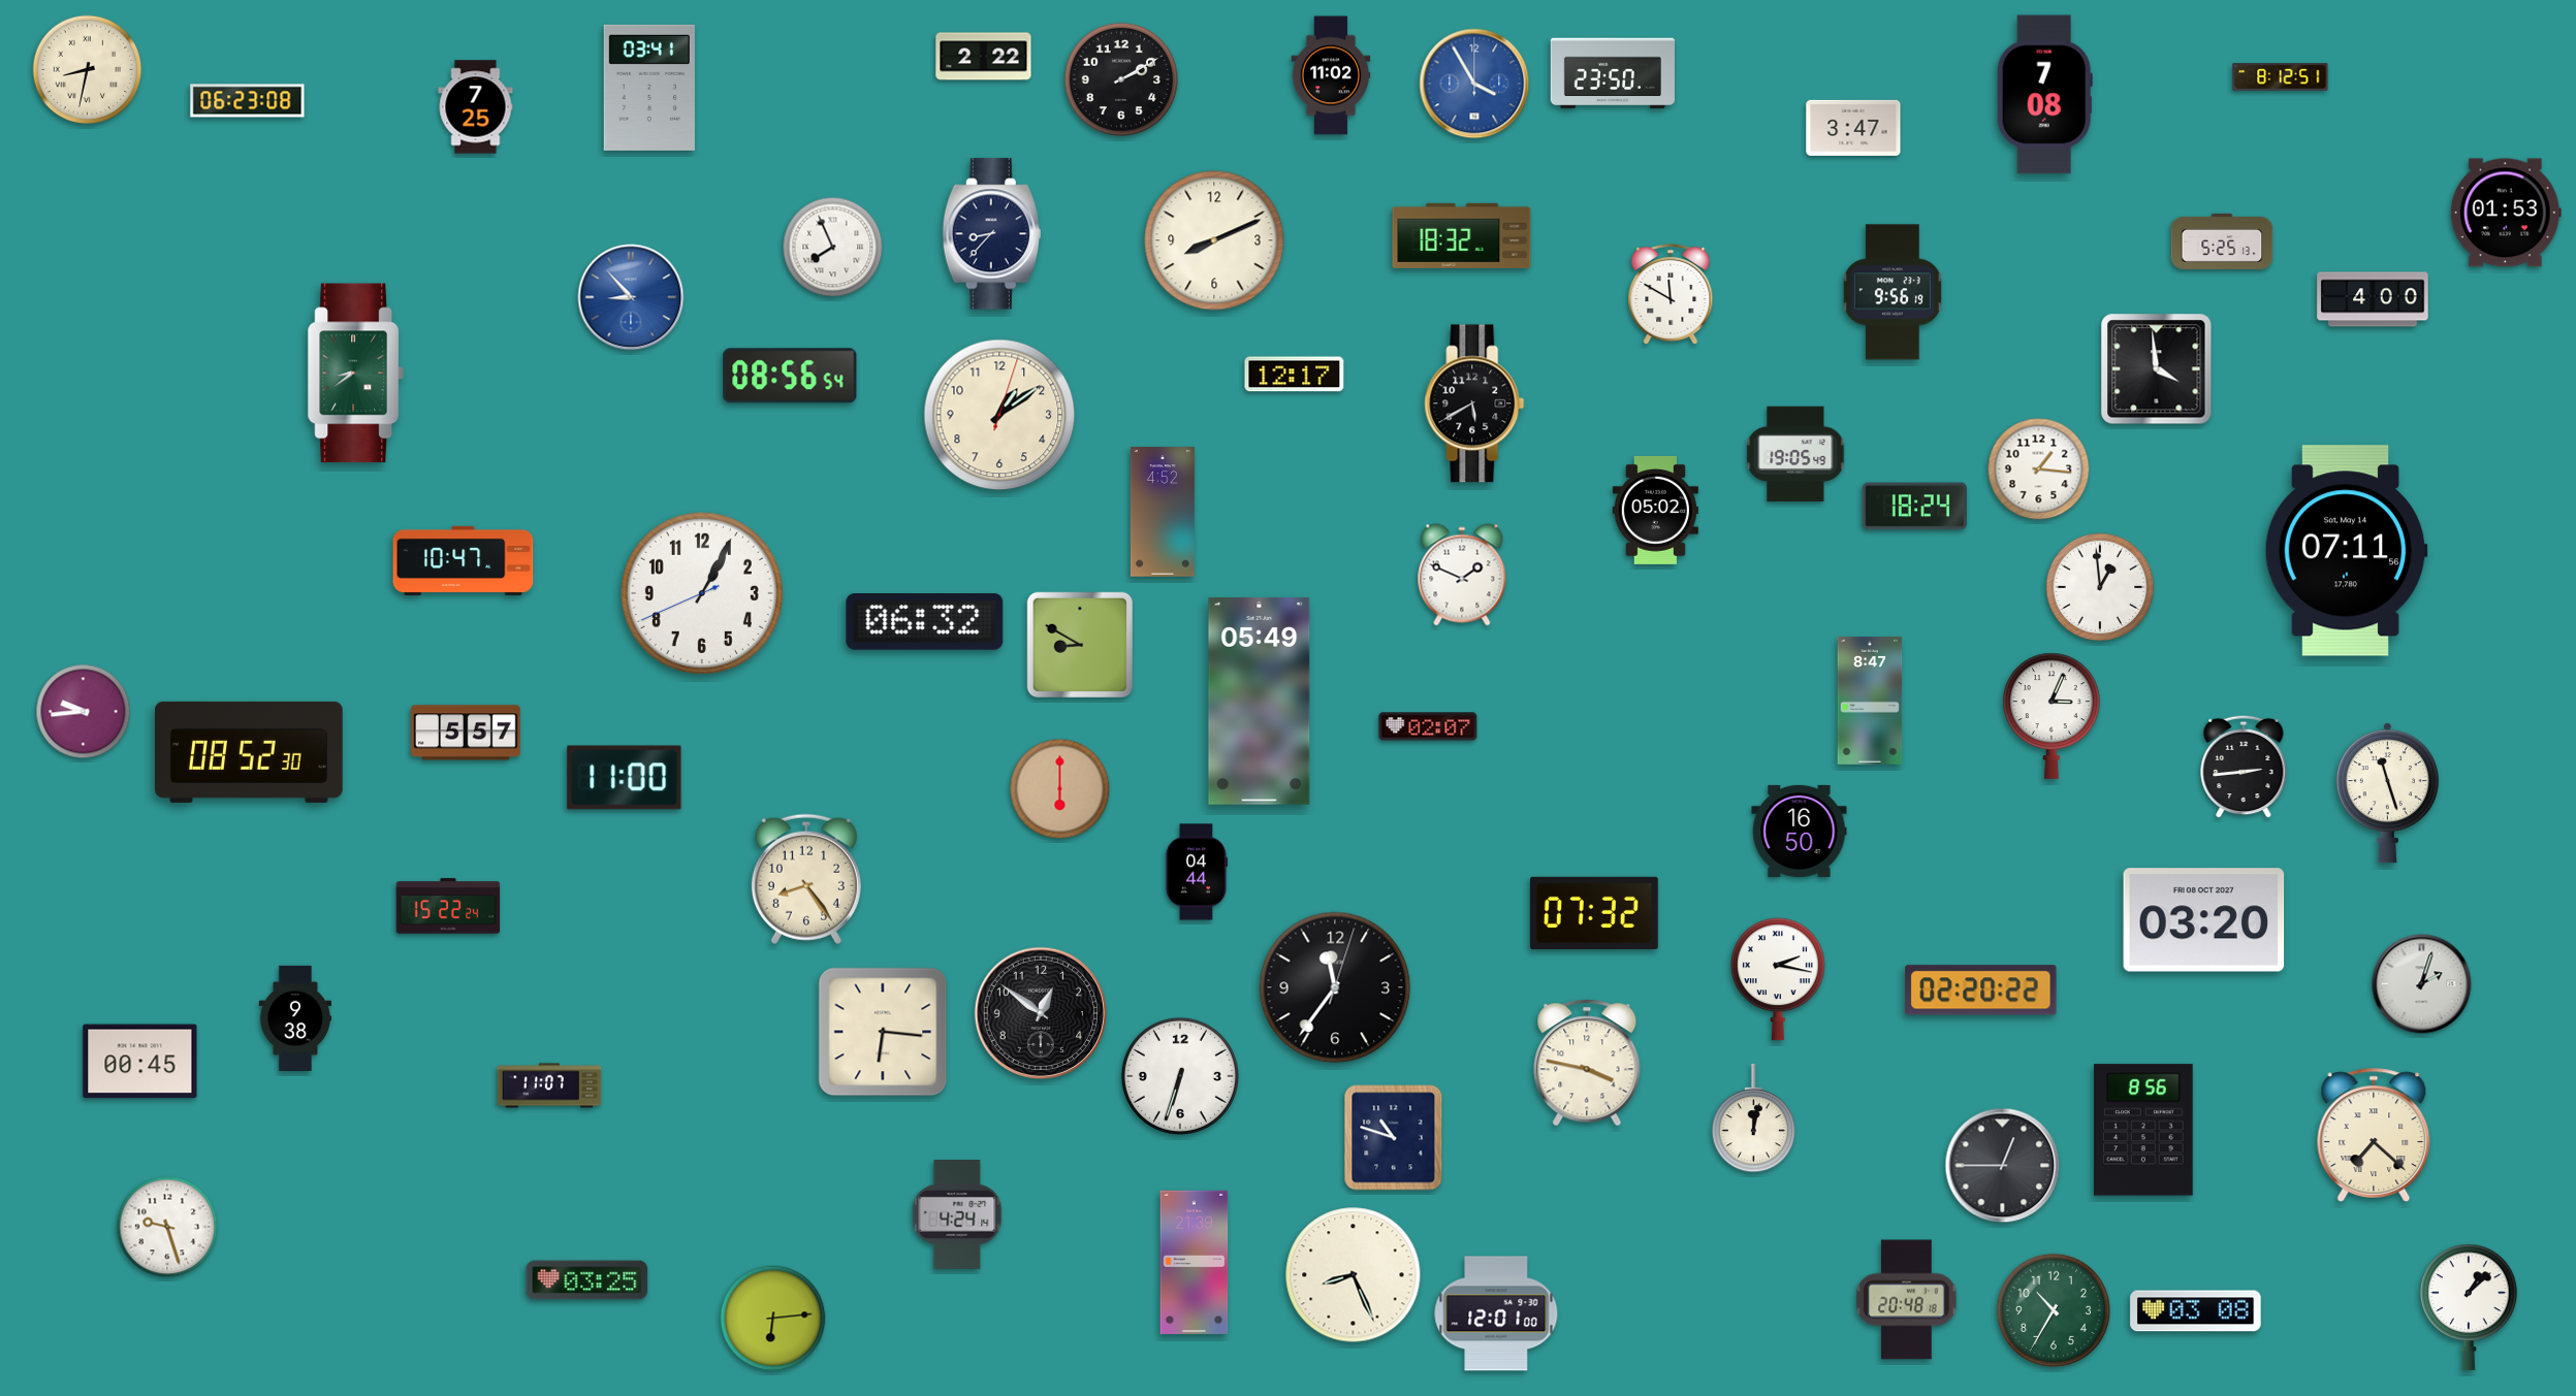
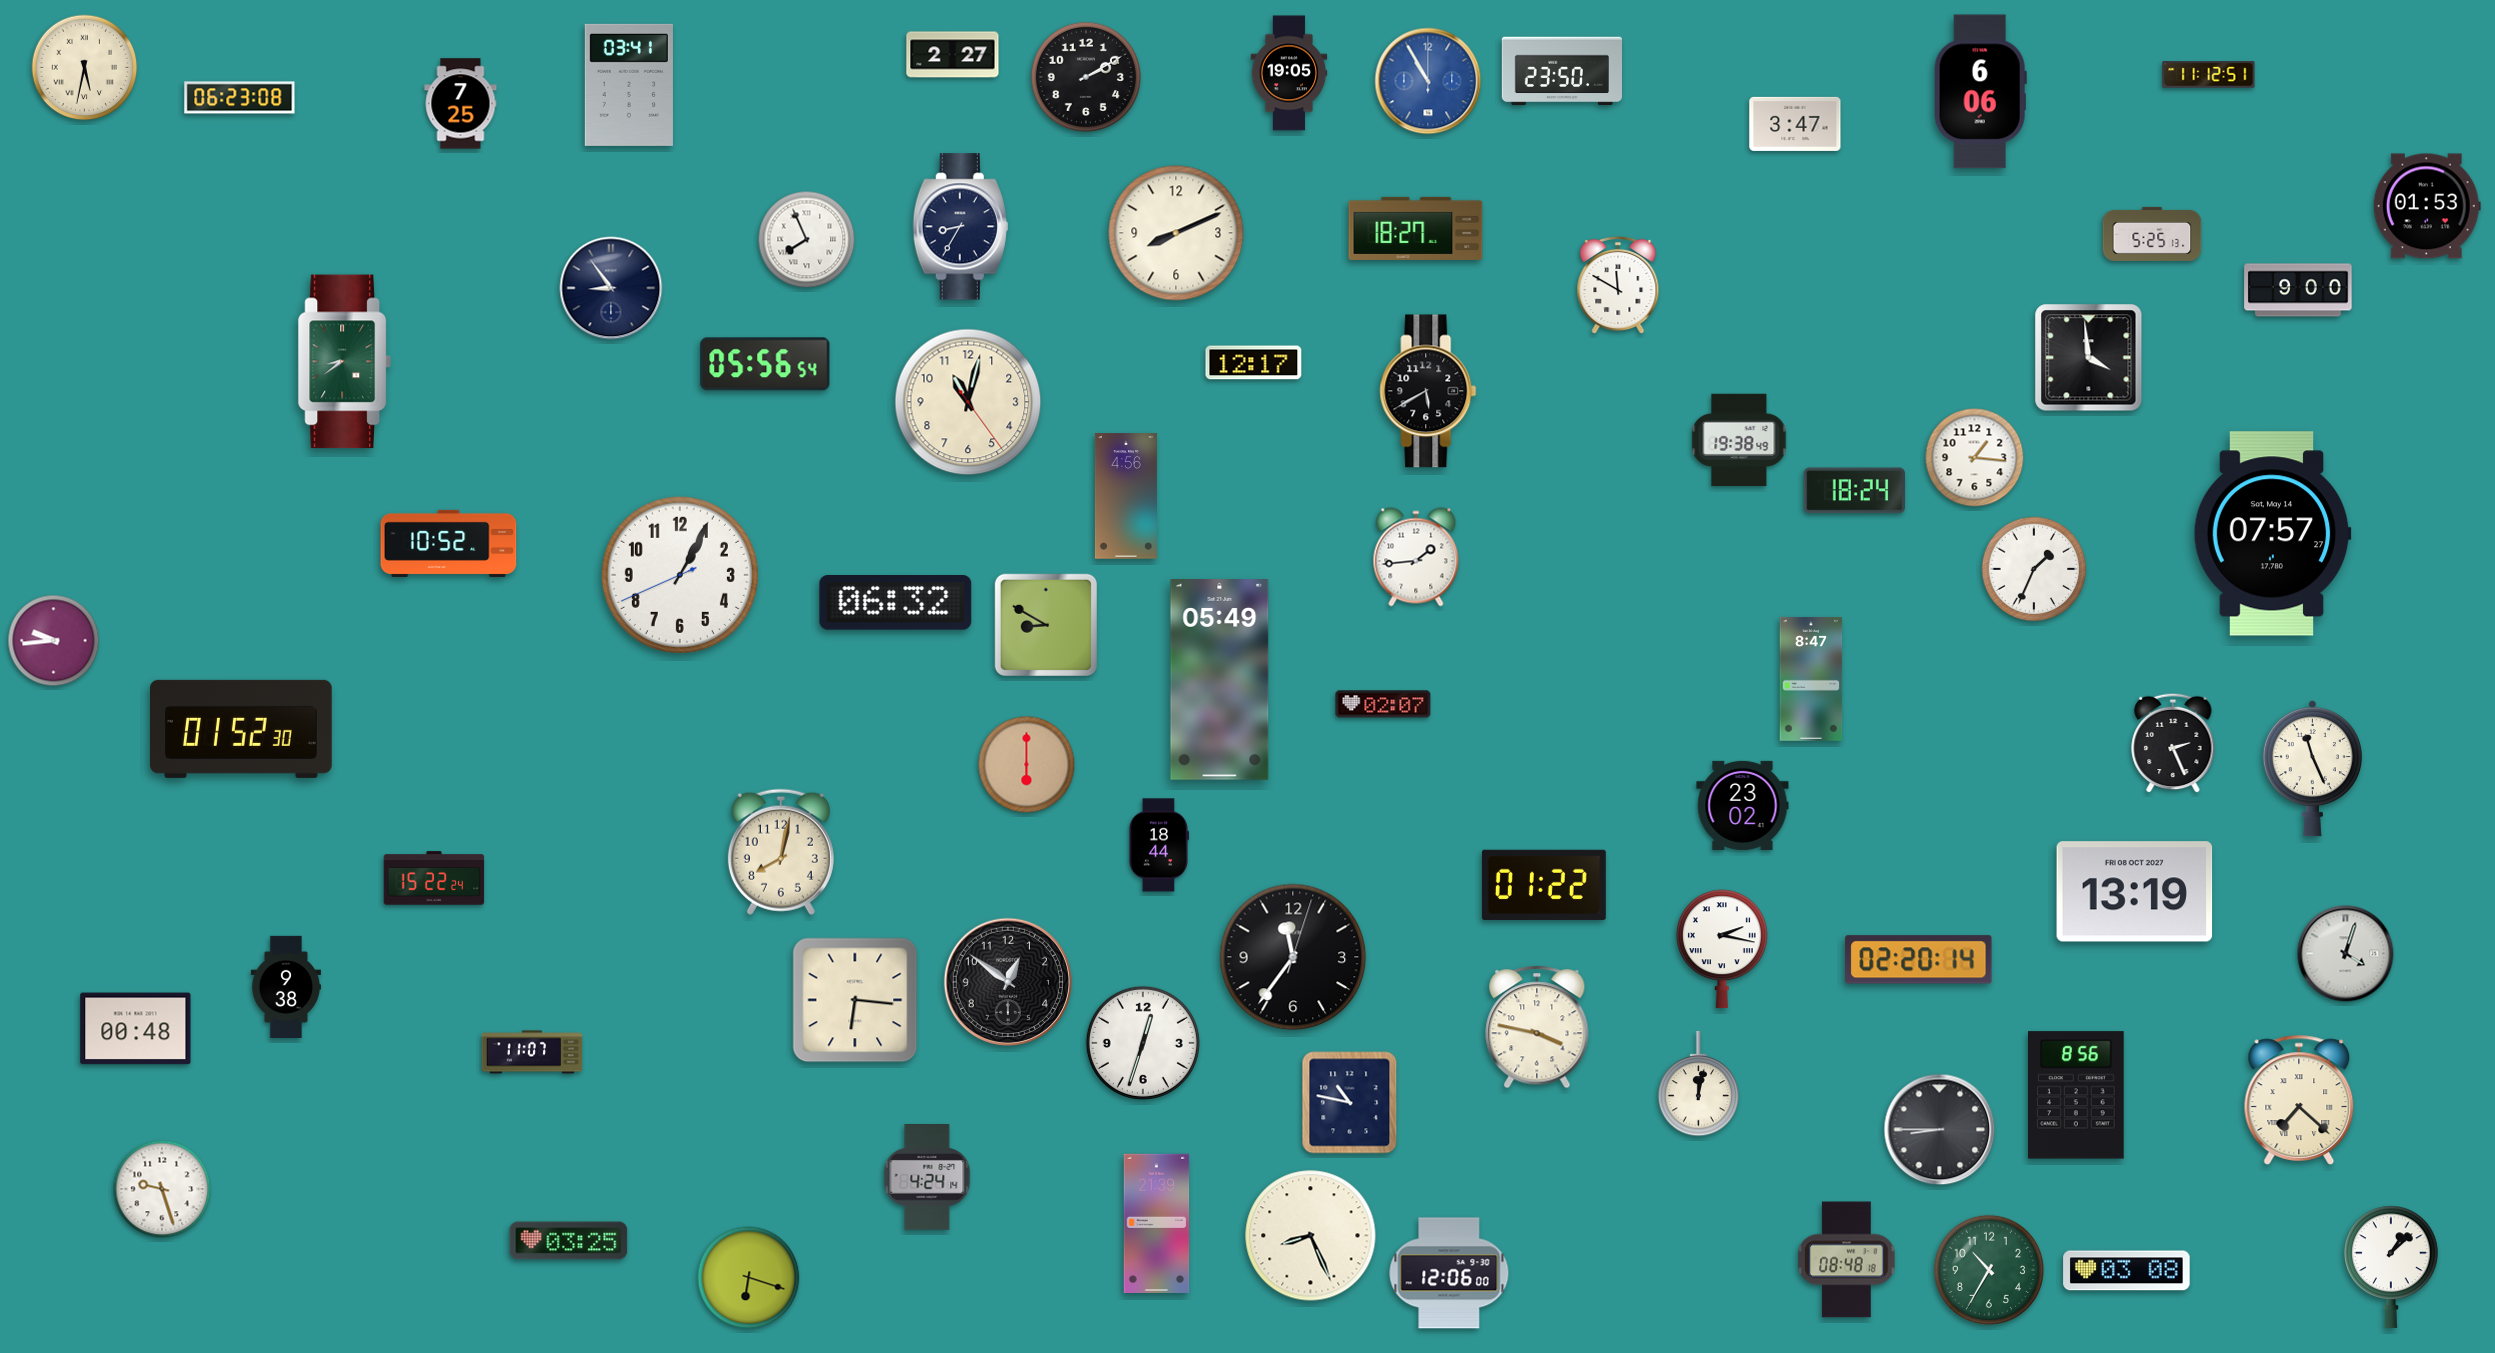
clock at (984, 57): 2:22 -> 2:27
clock at (88, 70): 8:32 -> 5:32
clock at (1331, 75): 11:02 -> 19:05
clock at (2281, 77): 8:12 -> 11:12
clock at (1474, 84): 3:55 -> 10:55
clock at (2044, 95): 7:08 -> 6:06
clock at (991, 234): 8:37 -> 8:35
clock at (1462, 235): 18:32 -> 18:27
clock at (1893, 292): 9:56 -> none
clock at (631, 297): 8:53 -> 8:54
clock at (631, 297) dial: blue -> navy
clock at (2373, 299): 4:00 -> 9:00
clock at (790, 376): 08:56 -> 05:56
clock at (999, 415): 1:09 -> 11:02
clock at (1795, 453): 19:05 -> 19:38
clock at (2039, 469) position: (2039, 469) -> (1975, 458)
clock at (1655, 510): 05:02 -> none
clock at (1163, 512): 4:52 -> 4:56
clock at (2346, 551): 07:11 -> 07:57
clock at (464, 560): 10:47 -> 10:52
clock at (1462, 575): 1:49 -> 1:44
clock at (2100, 587): 12:59 -> 1:34
clock at (84, 712) position: (84, 712) -> (54, 641)
clock at (2053, 716): 3:04 -> none
clock at (467, 733): 5:57 -> none
clock at (250, 752): 08:52 -> 01:52
clock at (2244, 767): 2:44 -> 2:26
clock at (625, 778): 11:00 -> none
clock at (2387, 792): 11:27 -> 11:26
clock at (1800, 831): 16:50 -> 23:02
clock at (1196, 872): 04:44 -> 18:44
clock at (806, 879): 8:24 -> 8:02
clock at (1594, 913): 07:32 -> 01:22
clock at (2204, 920): 03:20 -> 13:19
clock at (2422, 984): 2:03 -> 4:03
clock at (1981, 991): 02:20:22 -> 02:20:14
clock at (140, 1062): 00:45 -> 00:48
clock at (1587, 1063) position: (1587, 1063) -> (1537, 1027)
clock at (1180, 1076): 6:33 -> 12:33
clock at (1394, 1138): 10:48 -> 10:47
clock at (2003, 1166): 12:45 -> 8:45
clock at (1907, 1300): 20:48 -> 08:48
clock at (1496, 1313): 12:01 -> 12:06
clock at (773, 1319): 6:14 -> 6:18
